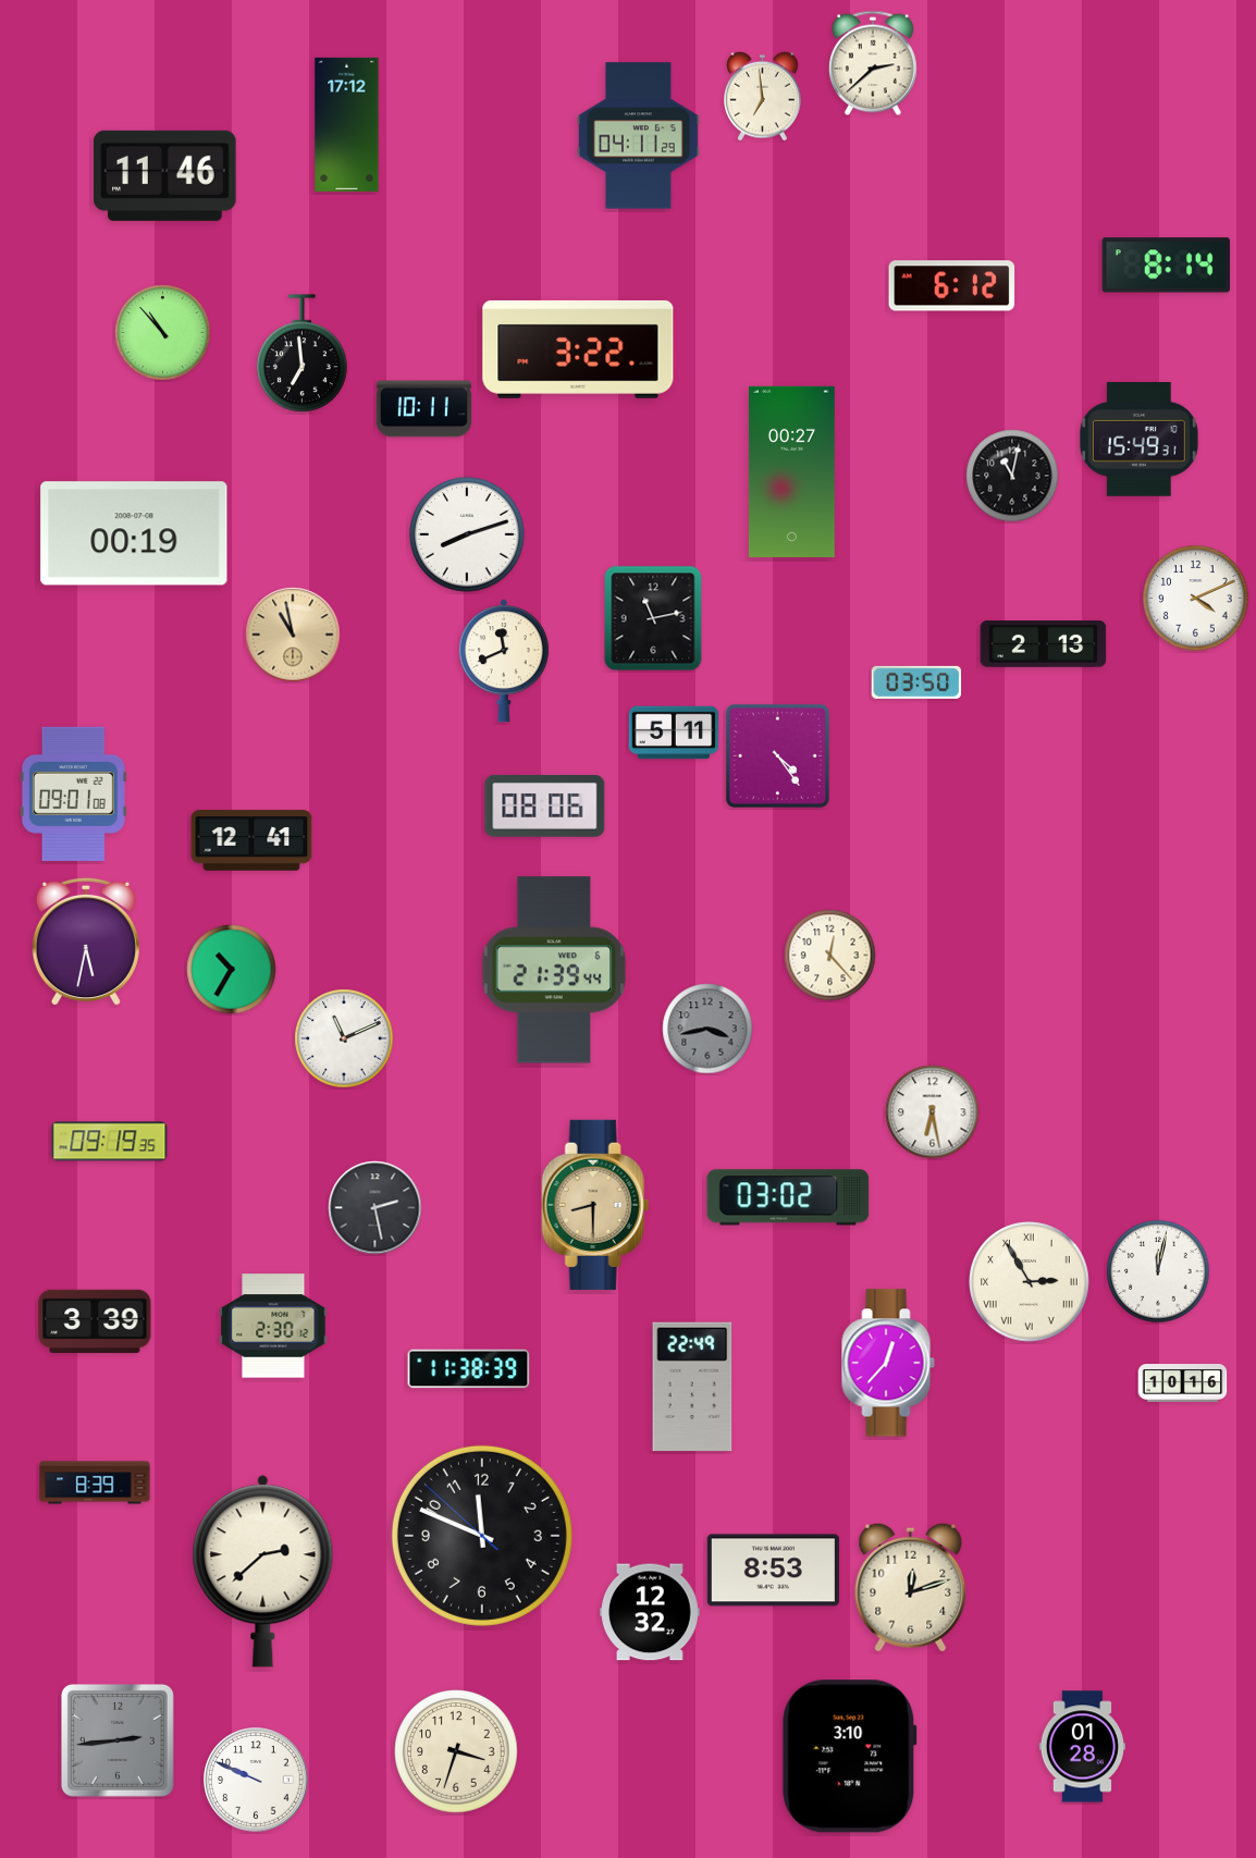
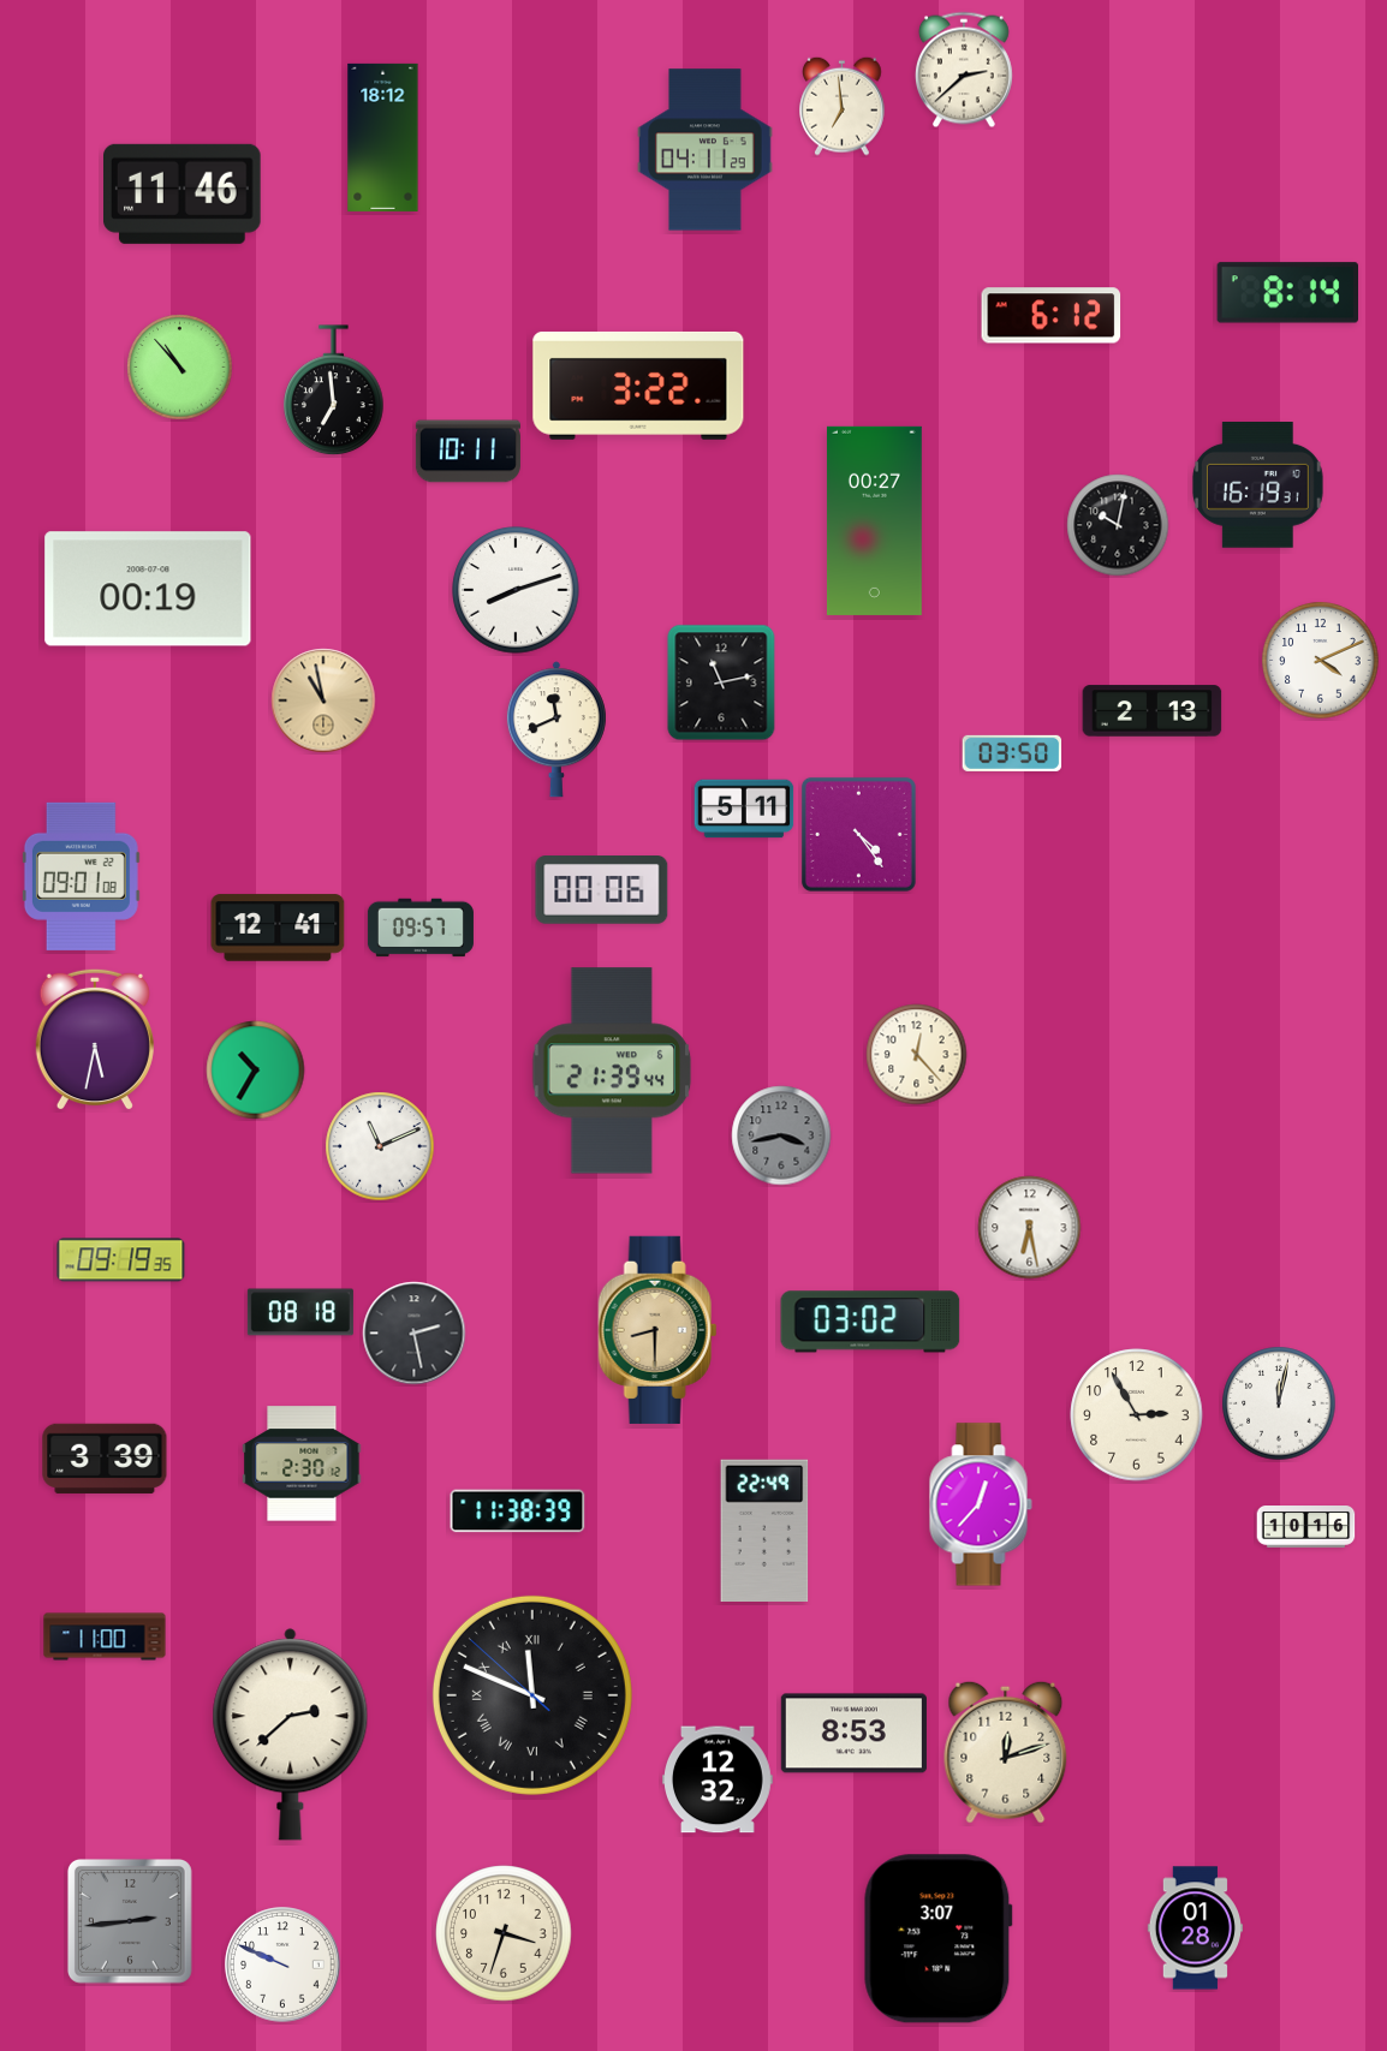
clock at (347, 124): 17:12 -> 18:12
clock at (1138, 440): 15:49 -> 16:19
clock at (1012, 476): 11:02 -> 10:02
clock at (545, 807): 08:06 -> 00:06
clock at (421, 928): none -> 09:57
clock at (300, 1312): none -> 08:18
clock at (1030, 1282) numerals: Roman -> Arabic
clock at (95, 1482): 8:39 -> 11:00
clock at (482, 1536) numerals: Arabic -> Roman
clock at (849, 1757): 3:10 -> 3:07
